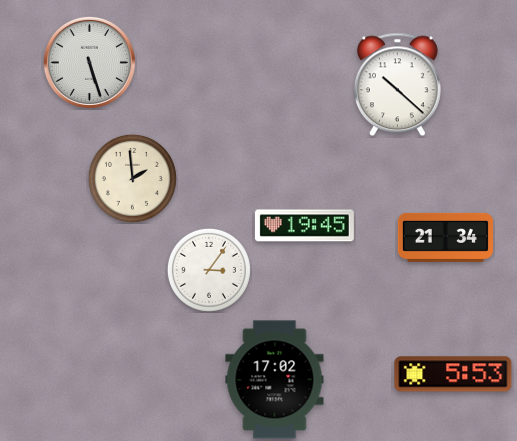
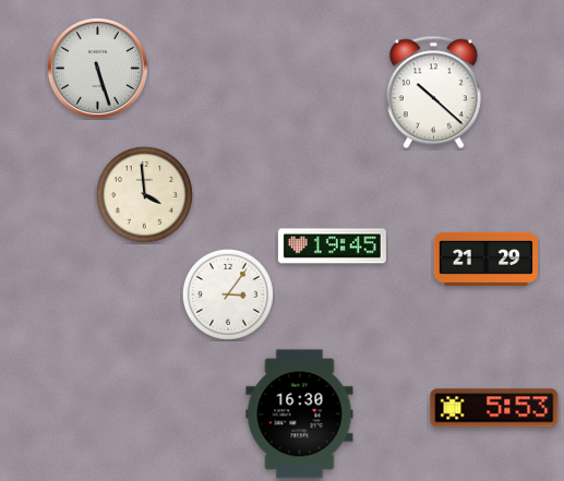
clock at (132, 178): 1:59 -> 3:59
clock at (445, 237): 21:34 -> 21:29
clock at (275, 380): 17:02 -> 16:30
